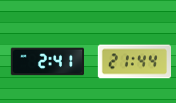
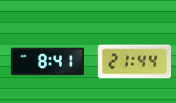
clock at (47, 62): 2:41 -> 8:41
